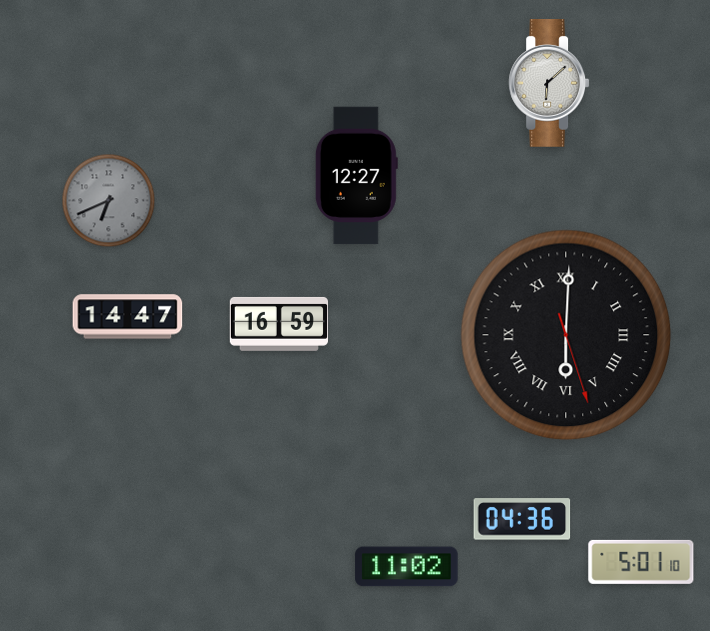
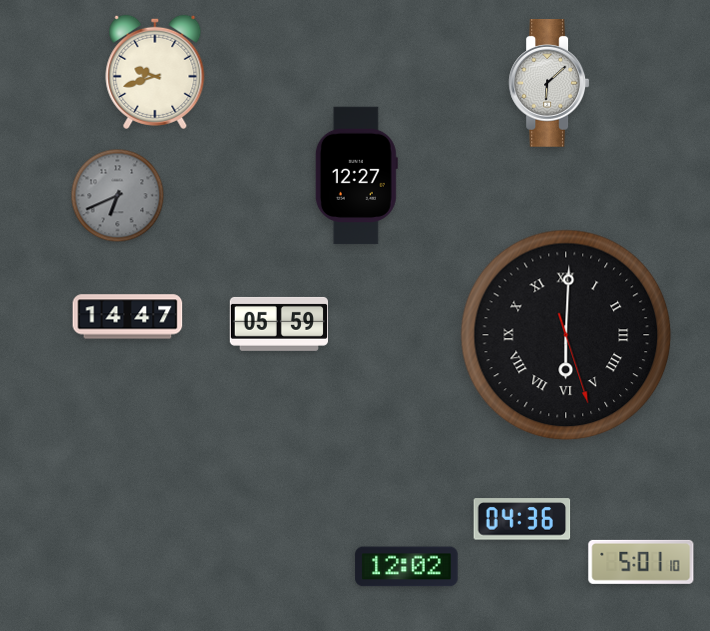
clock at (155, 72): none -> 9:42
clock at (109, 201) position: (109, 201) -> (118, 196)
clock at (278, 324): 16:59 -> 05:59
clock at (407, 567): 11:02 -> 12:02
